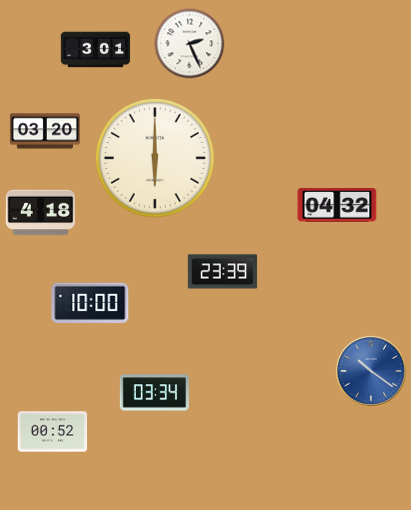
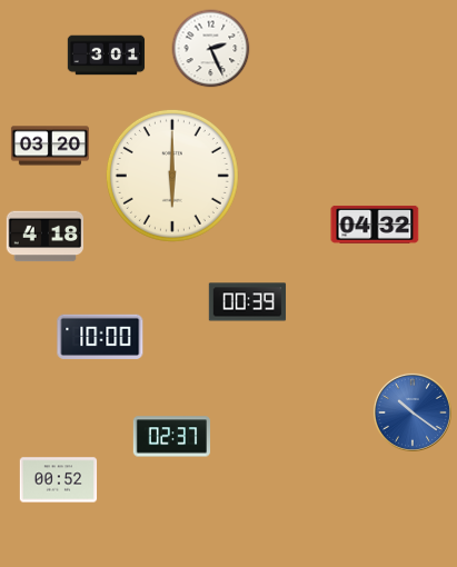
clock at (337, 205) position: (337, 205) -> (375, 225)
clock at (223, 272): 23:39 -> 00:39
clock at (155, 393): 03:34 -> 02:37
